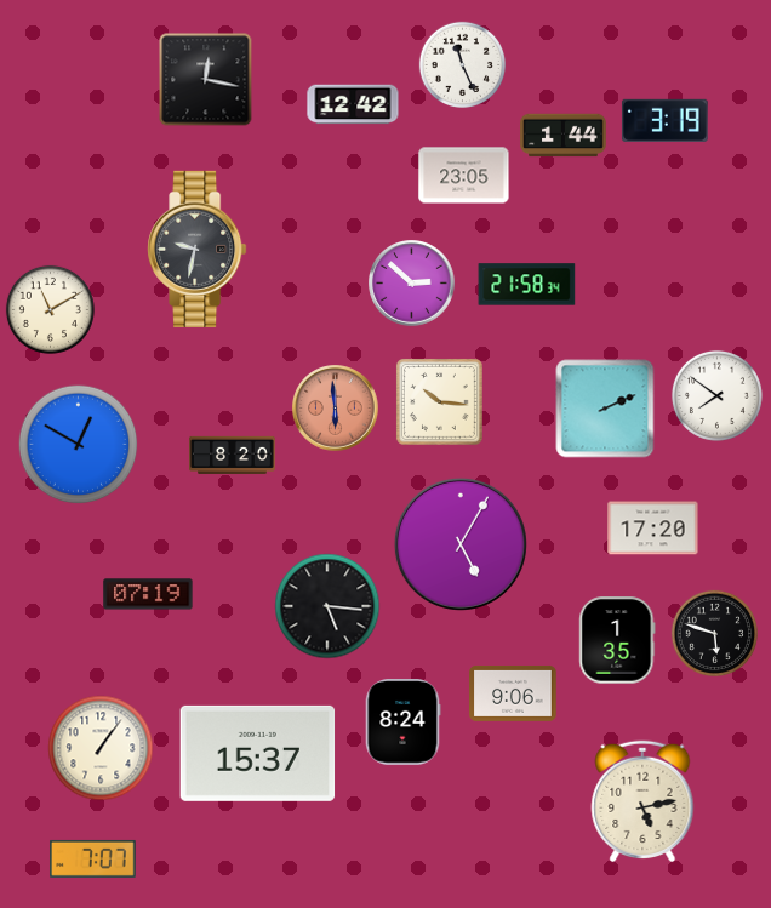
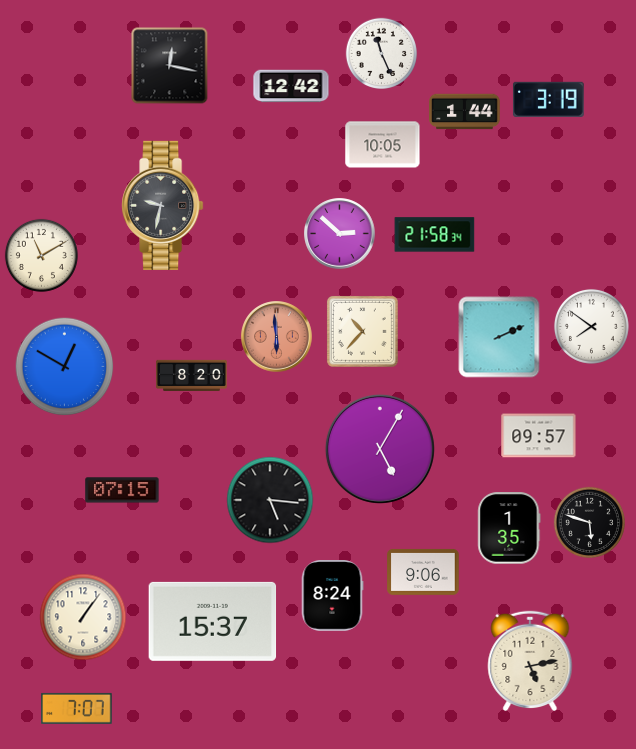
clock at (464, 176): 23:05 -> 10:05
clock at (439, 401): 10:16 -> 10:37
clock at (653, 529): 17:20 -> 09:57
clock at (148, 594): 07:19 -> 07:15
